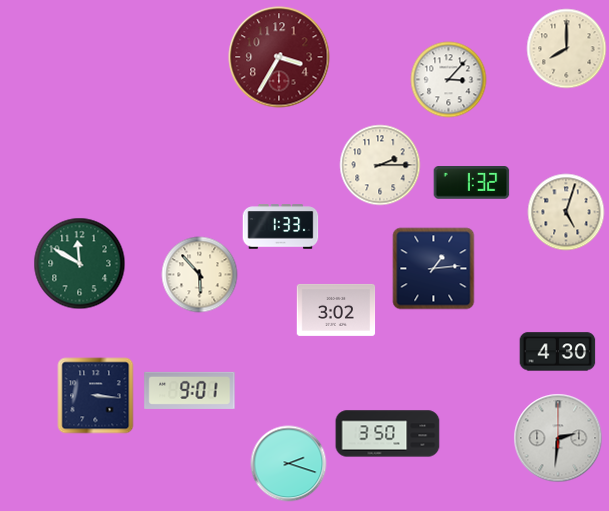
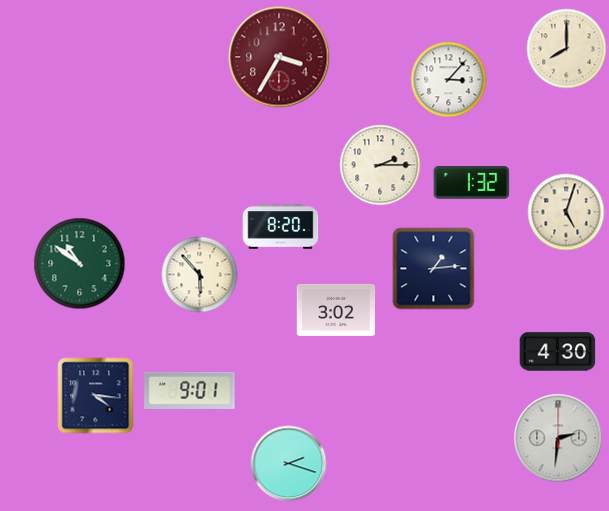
clock at (281, 227): 1:33 -> 8:20
clock at (80, 264): 11:50 -> 10:51
clock at (96, 396): 3:16 -> 4:16
clock at (388, 434): 3:50 -> none
